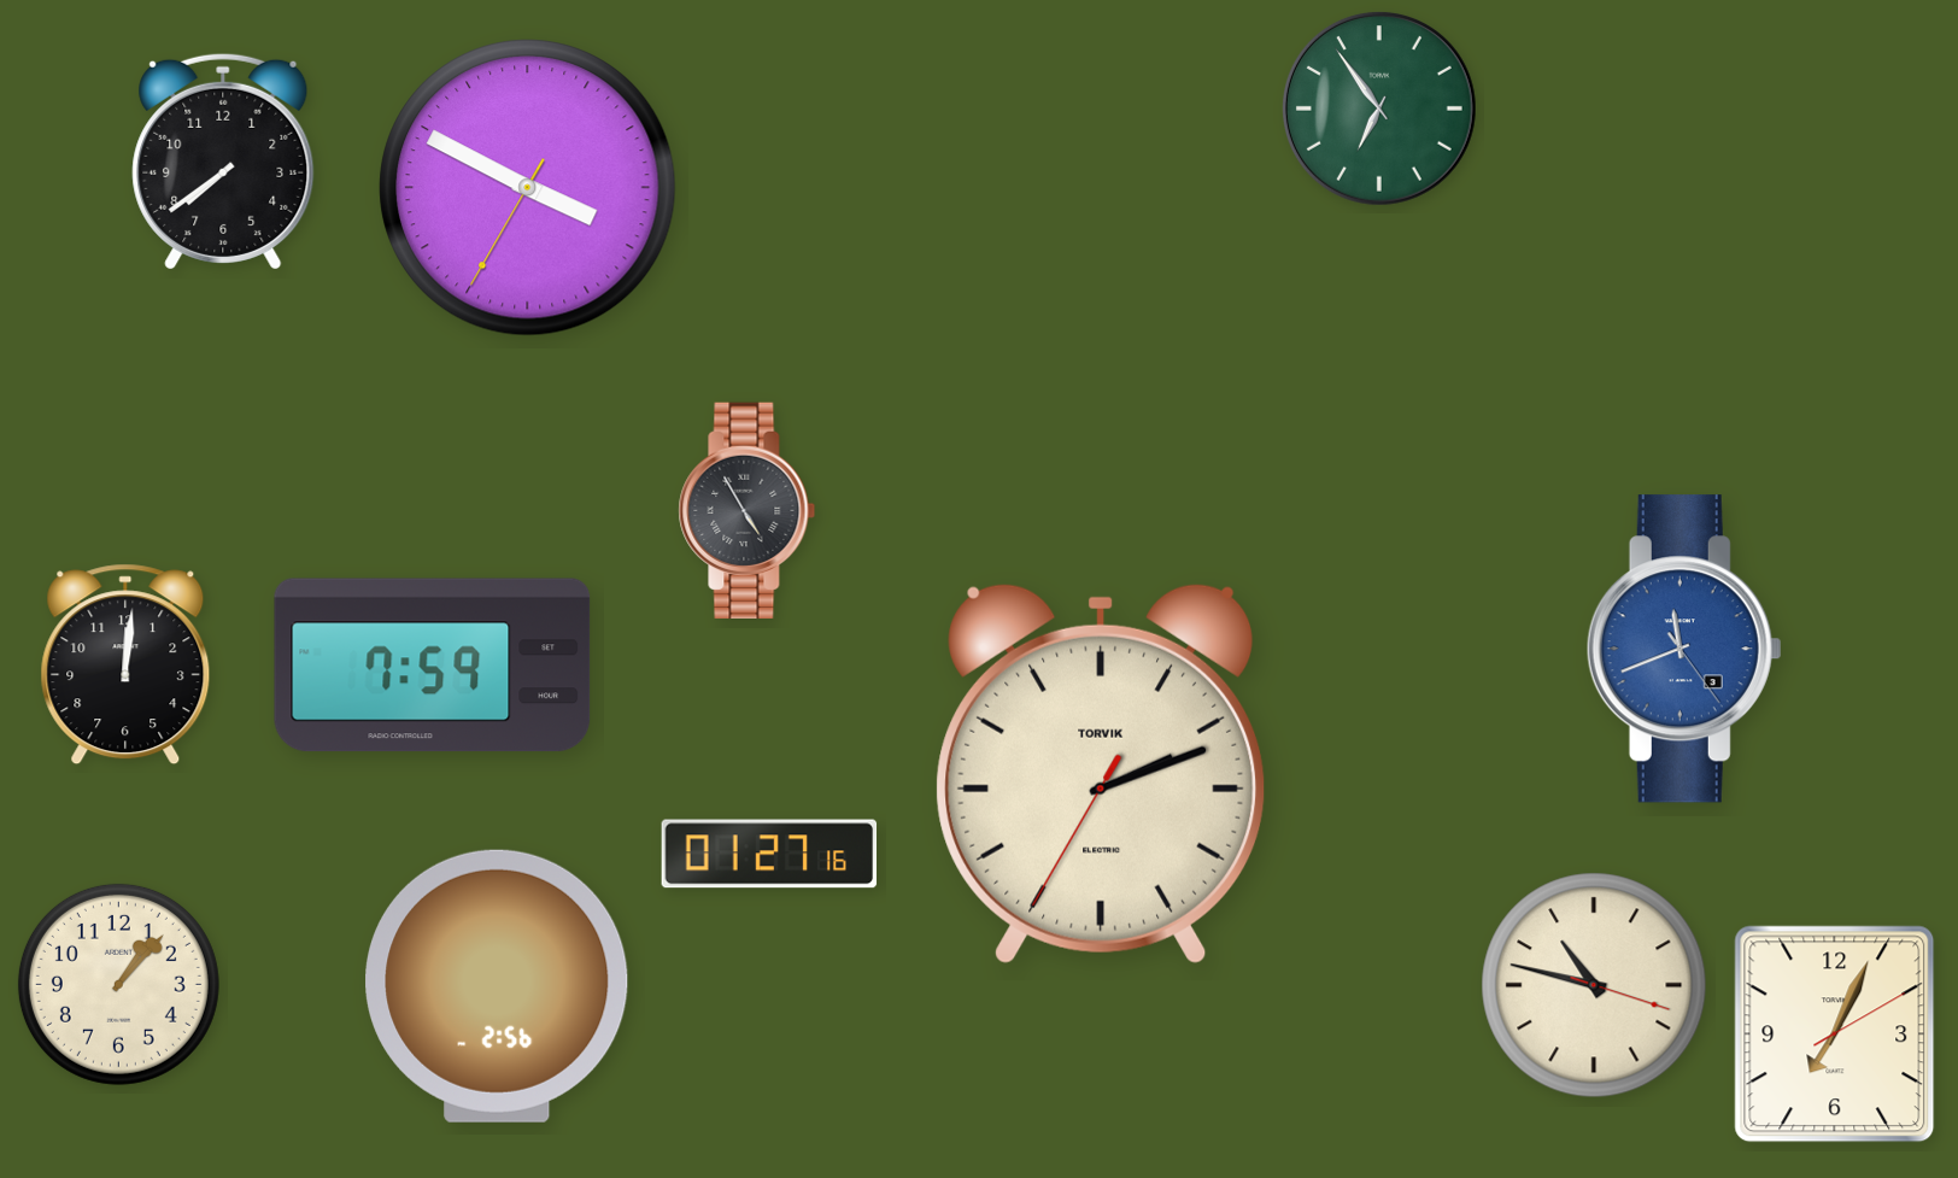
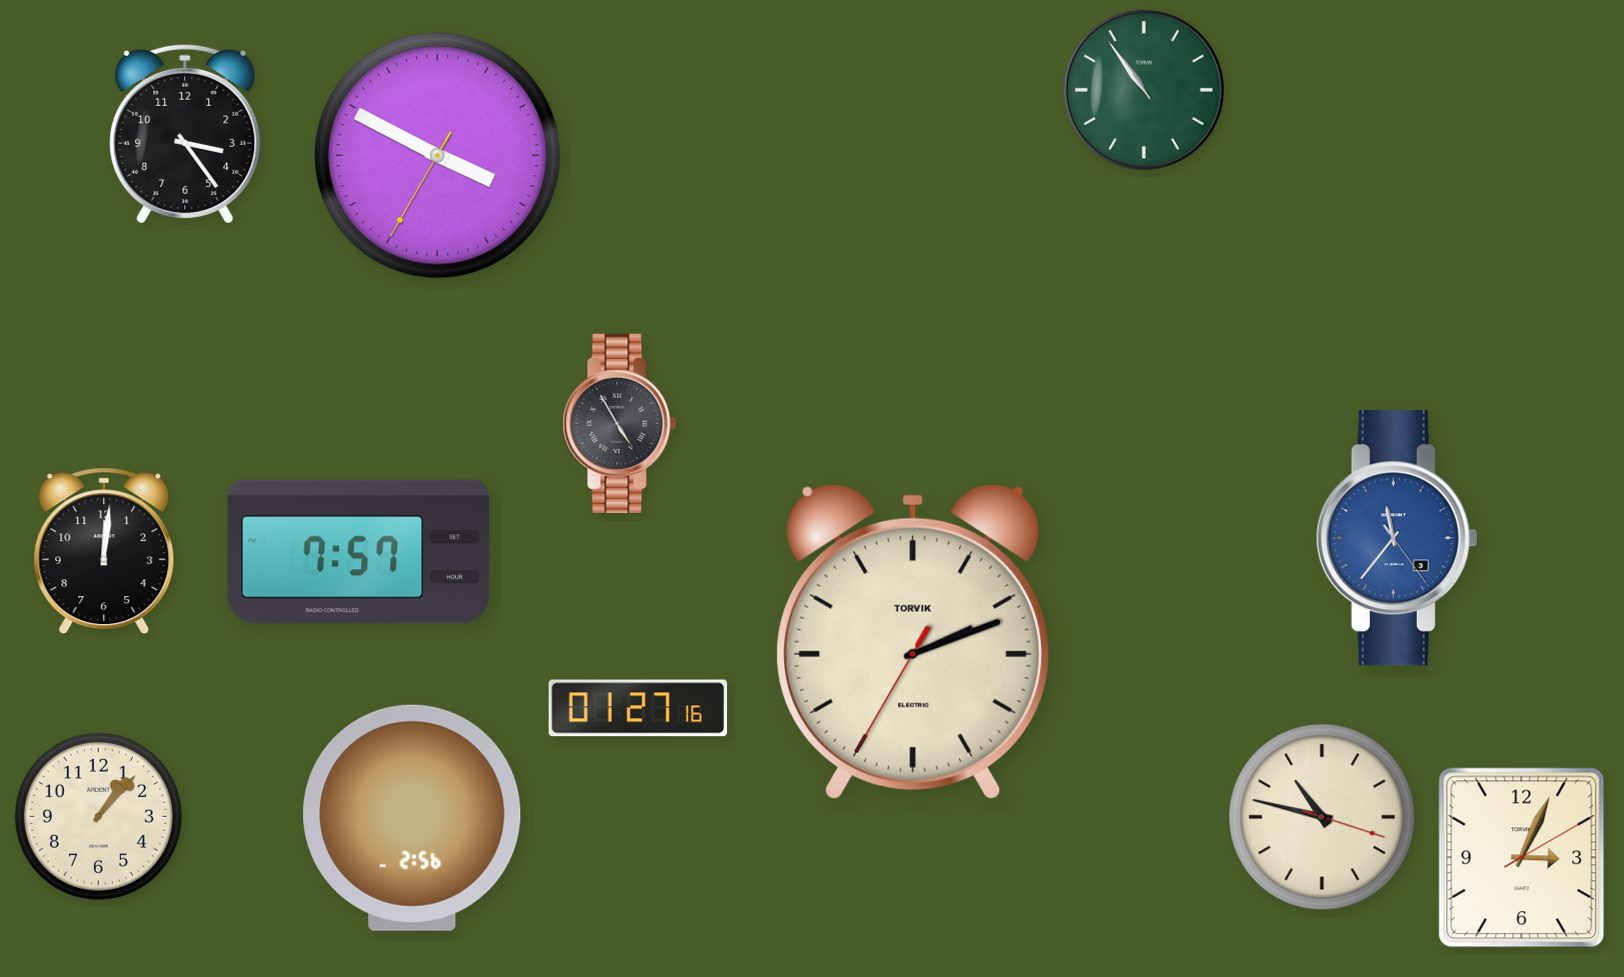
clock at (1380, 110): 6:54 -> 10:54
clock at (223, 162): 7:39 -> 3:24
clock at (1684, 649): 11:41 -> 11:36
clock at (433, 666): 7:59 -> 7:57
clock at (1835, 1035): 7:04 -> 3:04
